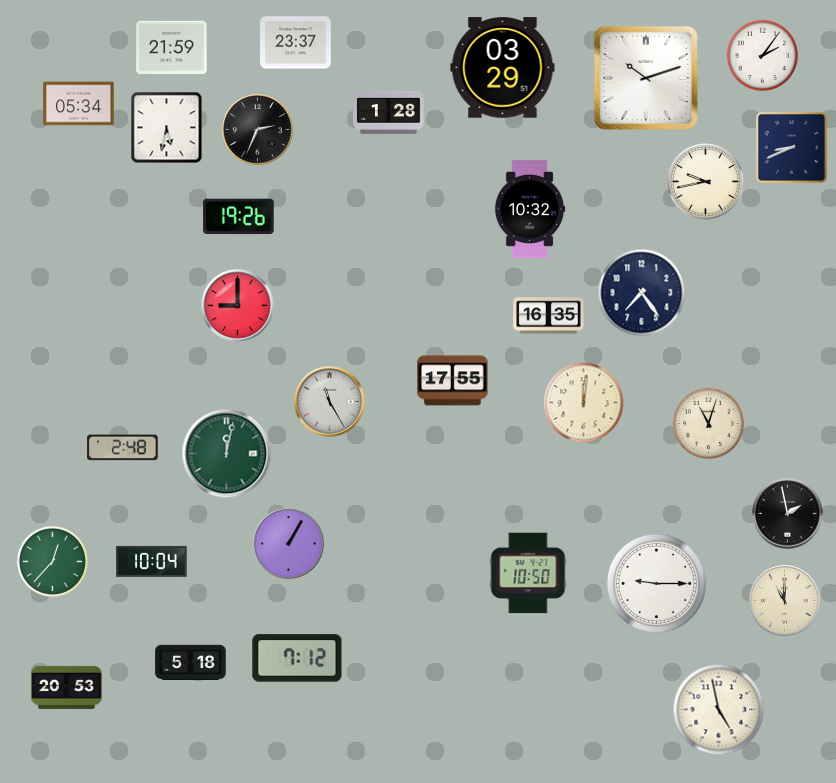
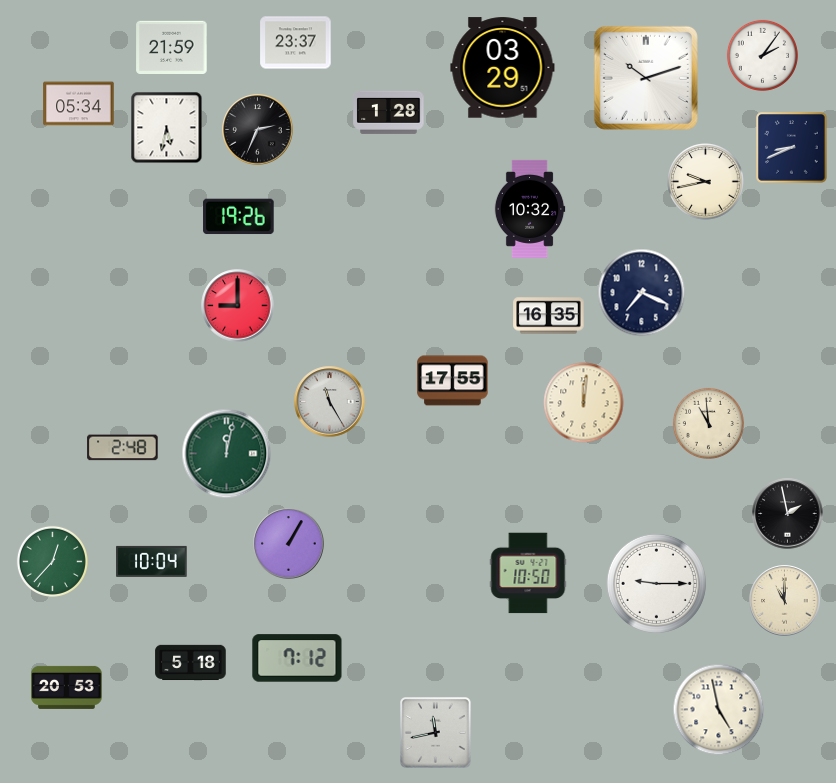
clock at (642, 293): 7:24 -> 7:19
clock at (708, 423): 11:03 -> 10:59
clock at (436, 733): none -> 11:43
